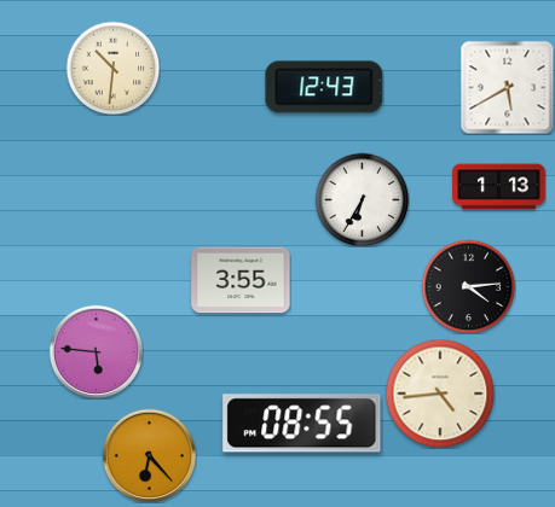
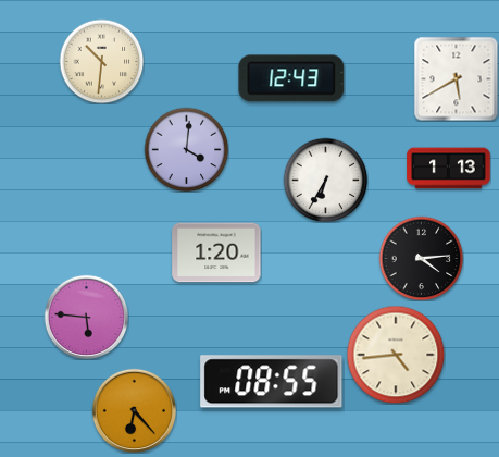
clock at (186, 149): none -> 4:01
clock at (241, 280): 3:55 -> 1:20
